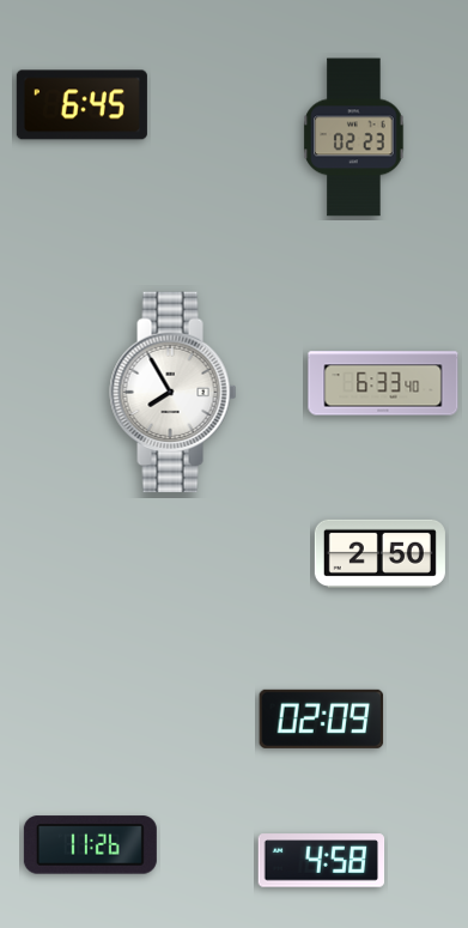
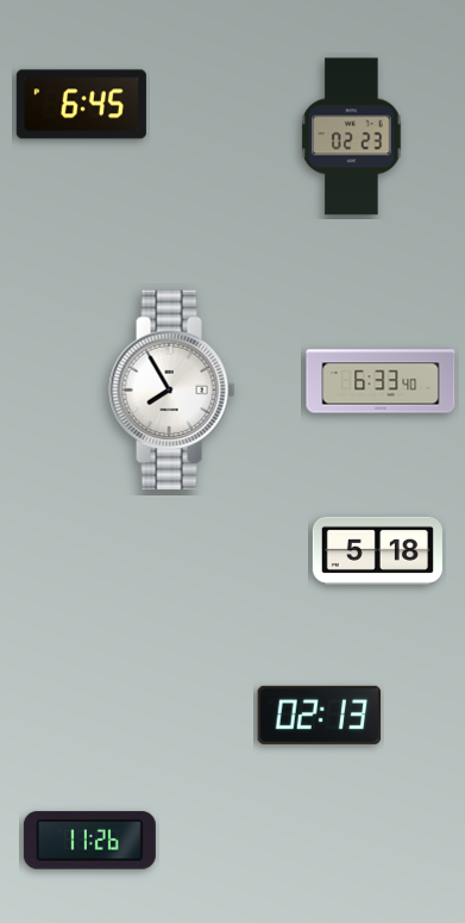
clock at (379, 553): 2:50 -> 5:18
clock at (322, 718): 02:09 -> 02:13
clock at (322, 861): 4:58 -> none
